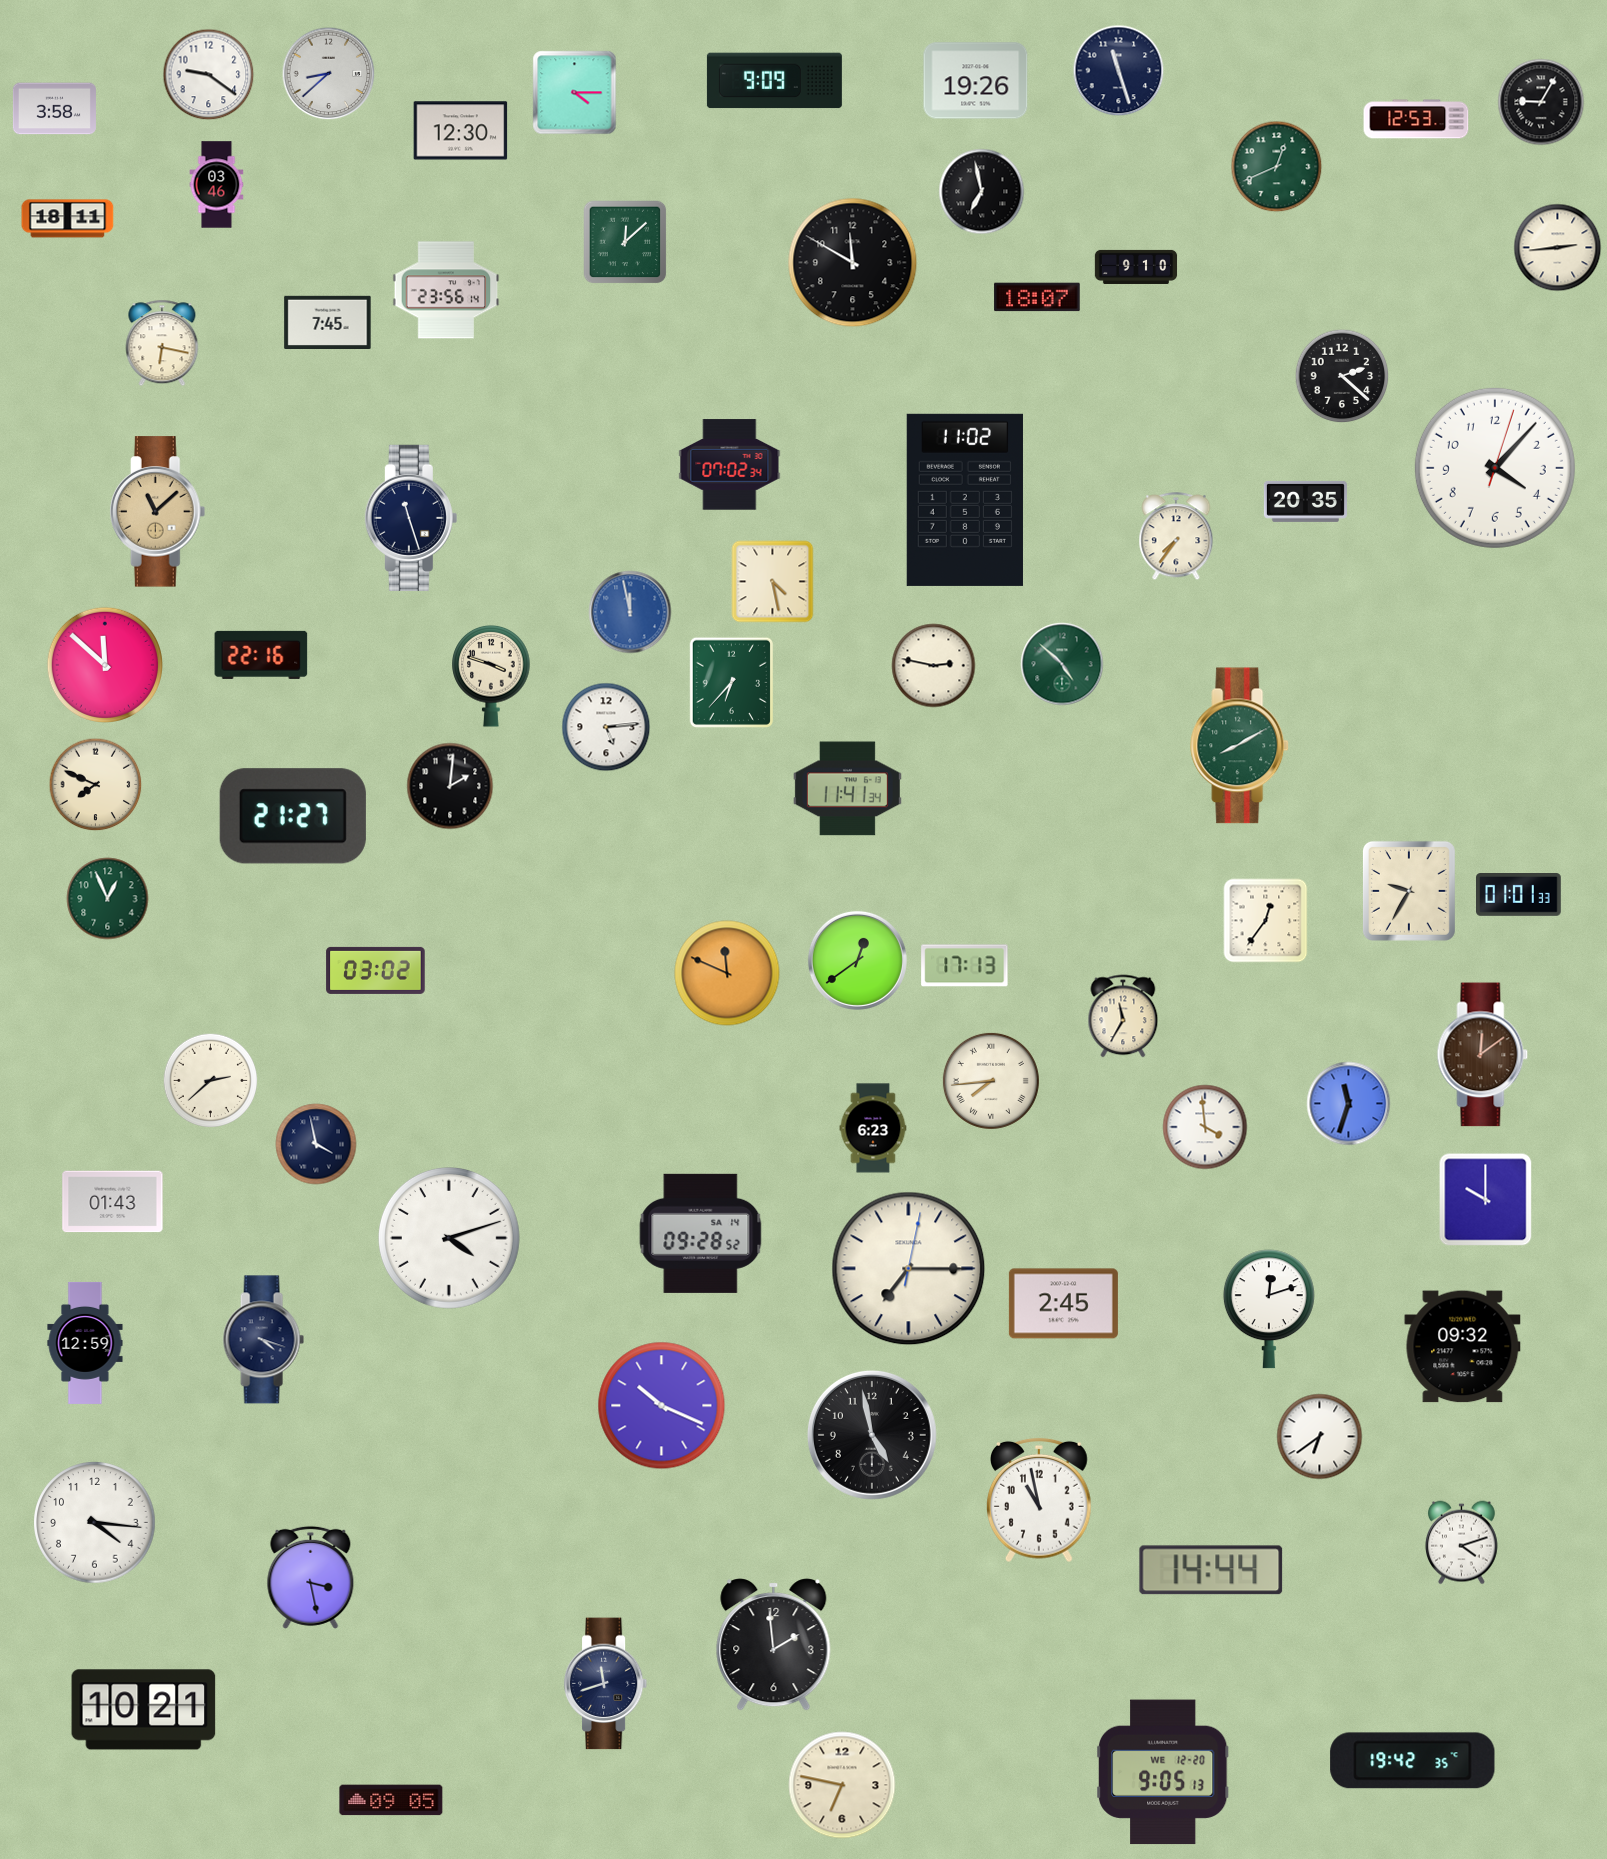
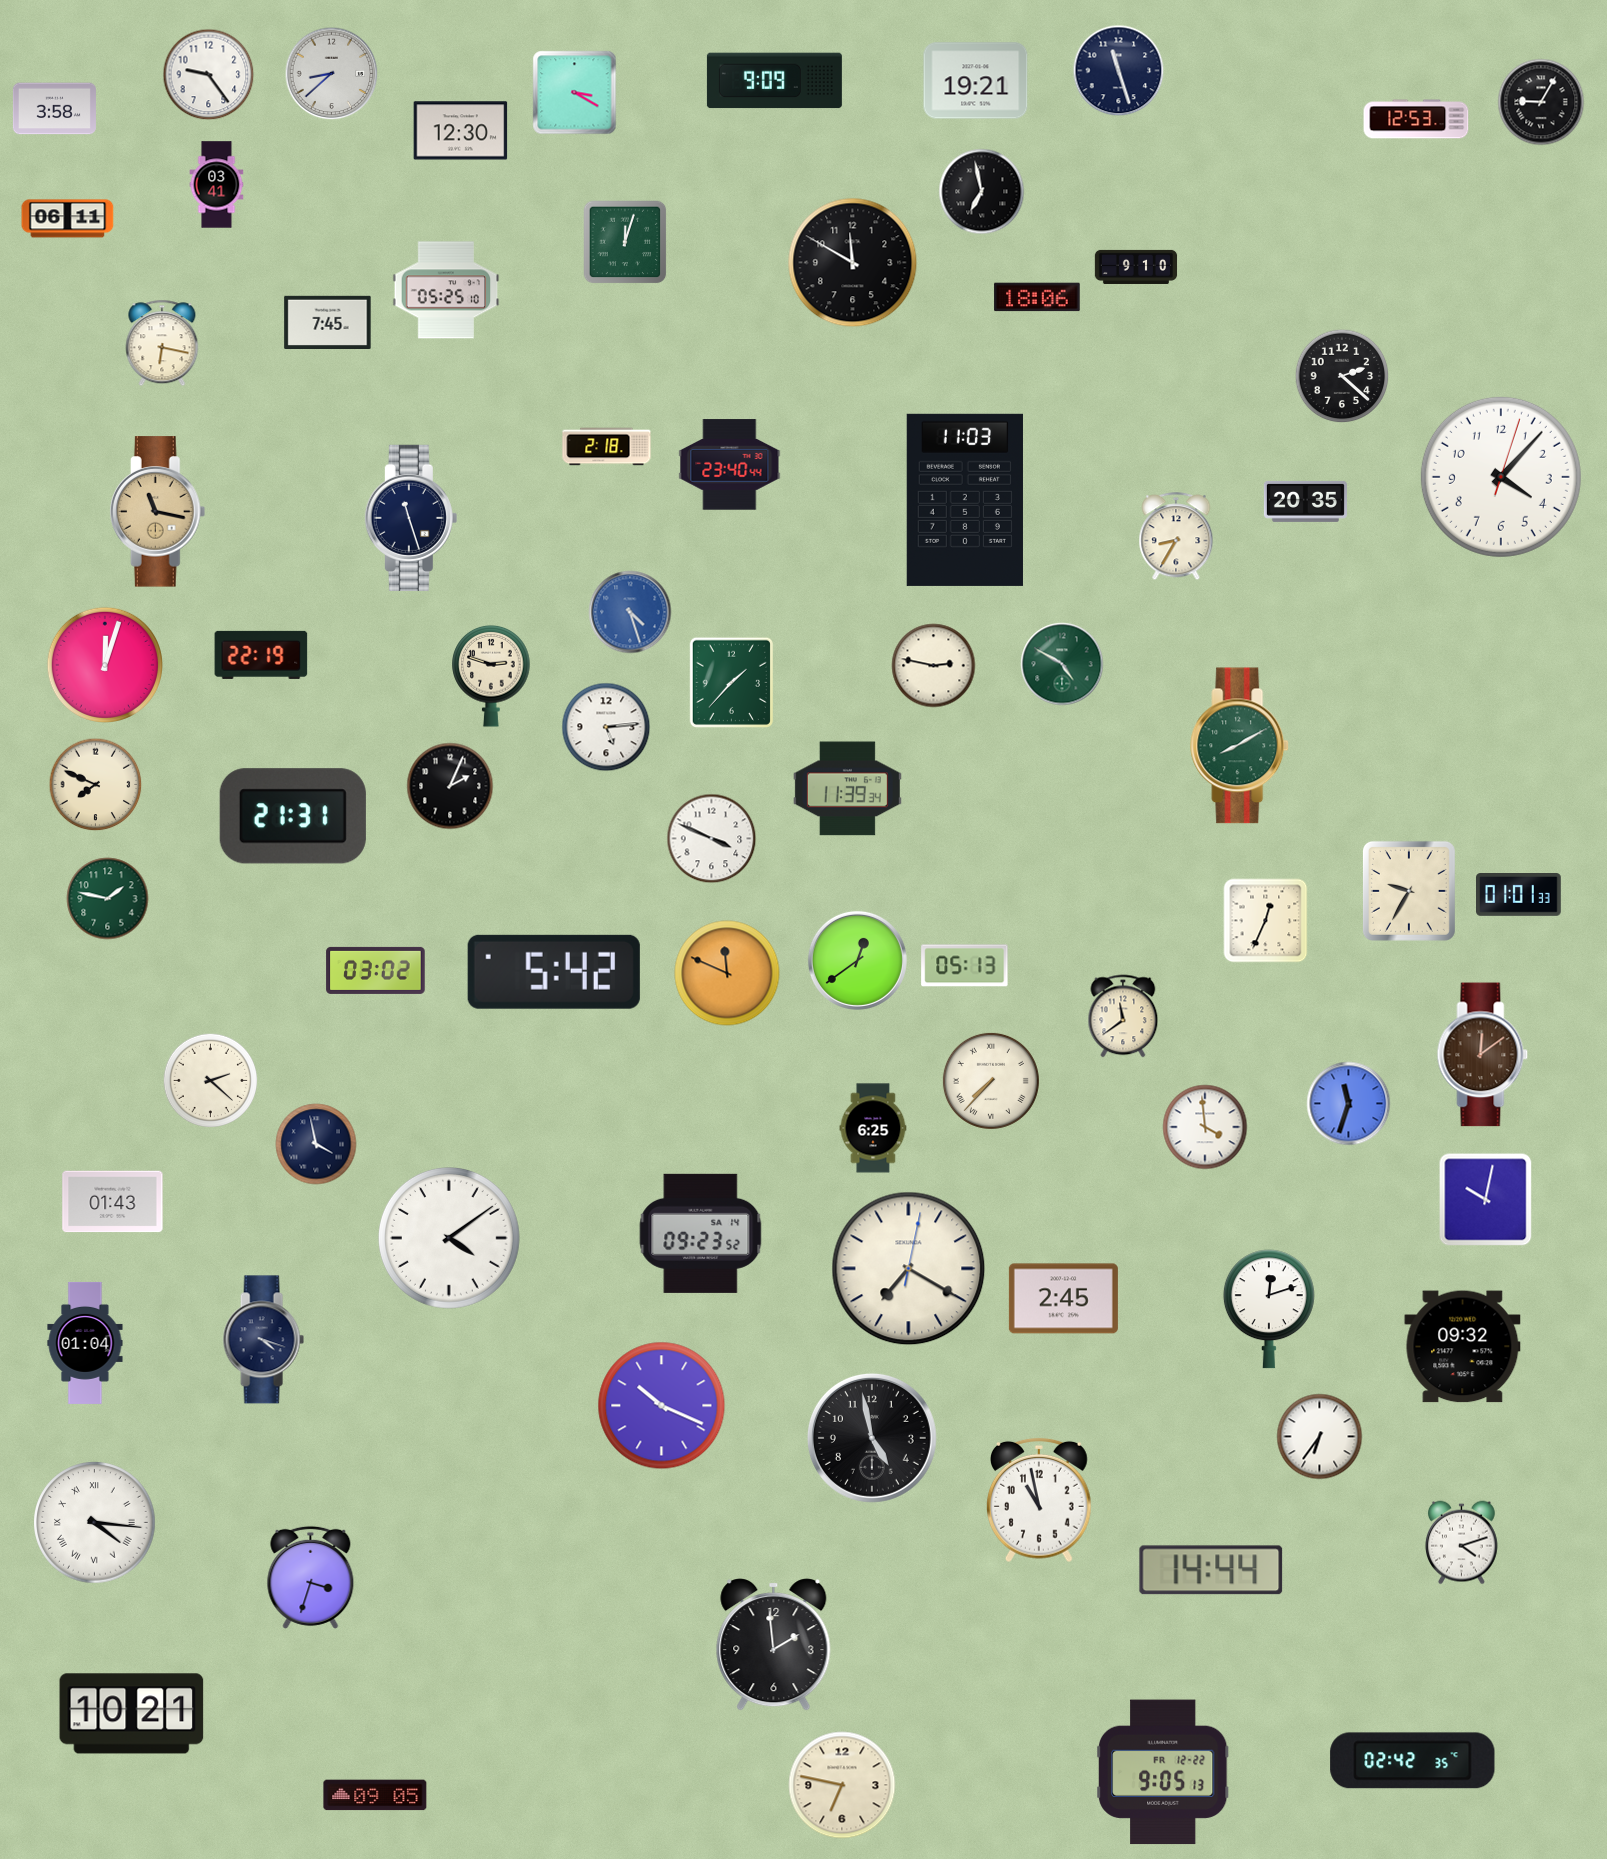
clock at (329, 74) position: (329, 74) -> (332, 74)
clock at (209, 75): 9:21 -> 9:24
clock at (976, 81): 19:26 -> 19:21
clock at (575, 93): 4:15 -> 3:20
clock at (1277, 167): 12:41 -> none
clock at (217, 185): 03:46 -> 03:41
clock at (68, 219): 18:11 -> 06:11
clock at (625, 242): 12:08 -> 12:03
clock at (1558, 248): 2:44 -> none
clock at (446, 290): 23:56 -> 05:25
clock at (1037, 297): 18:07 -> 18:06
clock at (607, 447): none -> 2:18
clock at (730, 465): 07:02 -> 23:40
clock at (1495, 468) position: (1495, 468) -> (1501, 477)
clock at (965, 500): 11:02 -> 11:03
clock at (158, 512): 11:08 -> 11:17
clock at (1176, 537): 7:36 -> 8:35
clock at (773, 582): 4:28 -> none
clock at (630, 612): 11:58 -> 4:27
clock at (261, 655): 22:16 -> 22:19
clock at (1062, 664): 4:52 -> 4:50
clock at (105, 665): 11:52 -> 12:03
clock at (491, 676): 3:48 -> 2:48
clock at (731, 682): 6:37 -> 1:37
clock at (450, 786): 2:01 -> 2:04
clock at (847, 789): 11:41 -> 11:39
clock at (293, 816): 21:27 -> 21:31
clock at (712, 839): none -> 3:49
clock at (108, 899): 12:56 -> 1:47
clock at (1266, 921): 12:36 -> 12:34
clock at (965, 966): 17:13 -> 05:13
clock at (554, 972): none -> 5:42
clock at (1123, 1016): 11:35 -> 11:39
clock at (211, 1081): 2:38 -> 2:22
clock at (991, 1081): 7:44 -> 7:37
clock at (873, 1128): 6:23 -> 6:25
clock at (1486, 1200): 10:00 -> 10:02
clock at (701, 1233): 09:28 -> 09:23
clock at (449, 1238): 4:12 -> 4:09
clock at (909, 1269): 7:15 -> 7:20
clock at (1063, 1304) position: (1063, 1304) -> (1063, 1299)
clock at (85, 1343): 12:59 -> 01:04
clock at (872, 1435) position: (872, 1435) -> (872, 1438)
clock at (1320, 1437): 6:39 -> 6:36
clock at (95, 1523) numerals: Arabic -> Roman
clock at (311, 1577): 3:28 -> 3:33
clock at (606, 1684): 11:42 -> none
clock at (144, 1710) position: (144, 1710) -> (132, 1714)
clock at (1413, 1761): 19:42 -> 02:42
clock at (1164, 1772) date: WE 12-20 -> FR 12-22
clock at (391, 1800) position: (391, 1800) -> (375, 1795)
